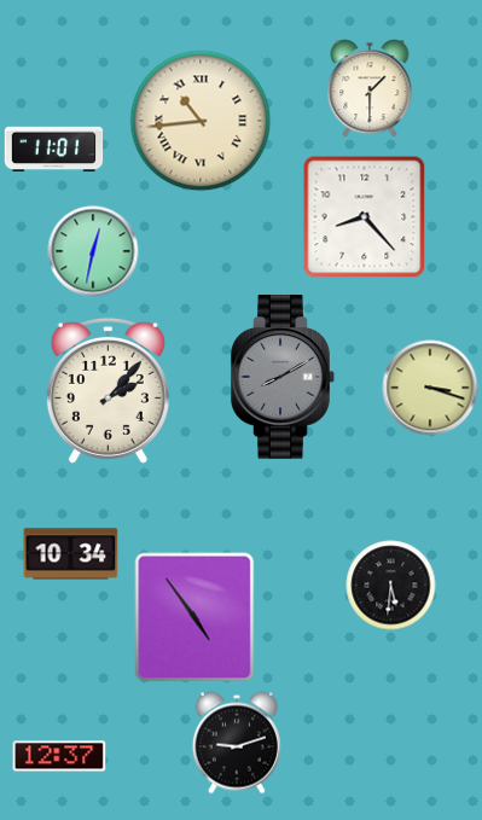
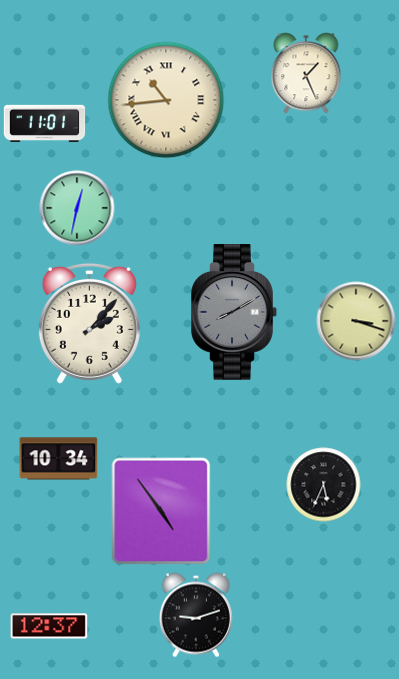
clock at (370, 88): 1:30 -> 1:26
clock at (365, 217): 8:23 -> none
clock at (391, 586): 5:31 -> 5:34
